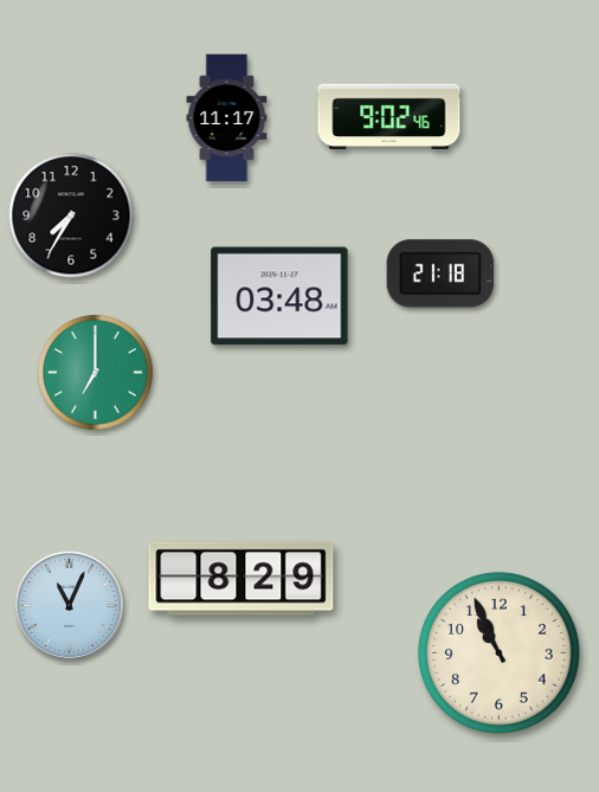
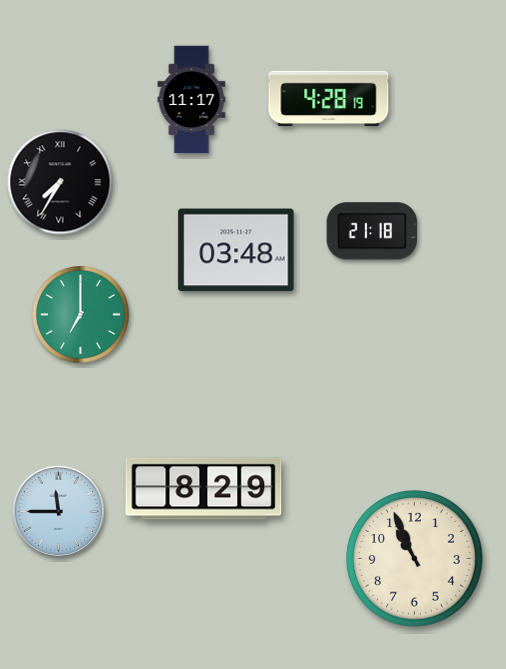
clock at (389, 117): 9:02 -> 4:28
clock at (71, 215) numerals: Arabic -> Roman
clock at (69, 605): 11:04 -> 11:45
clock at (500, 653) position: (500, 653) -> (415, 559)
